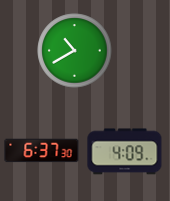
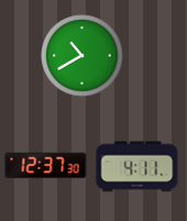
clock at (42, 151): 6:37 -> 12:37
clock at (125, 152): 4:09 -> 4:11
